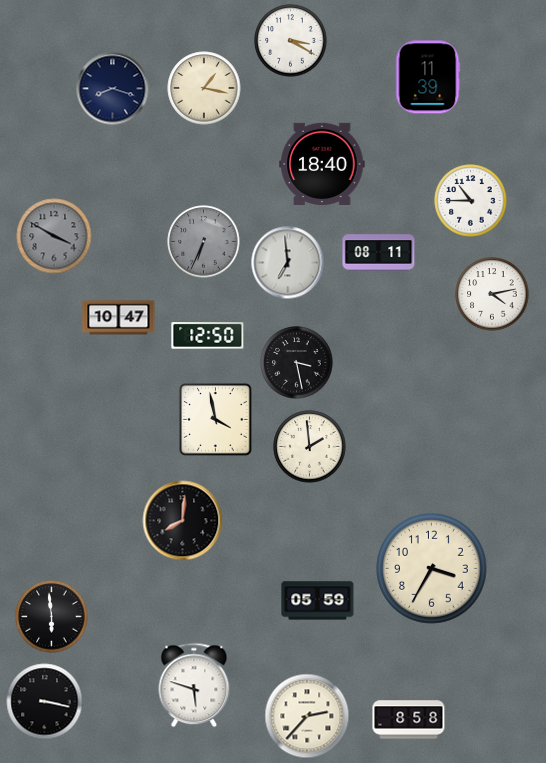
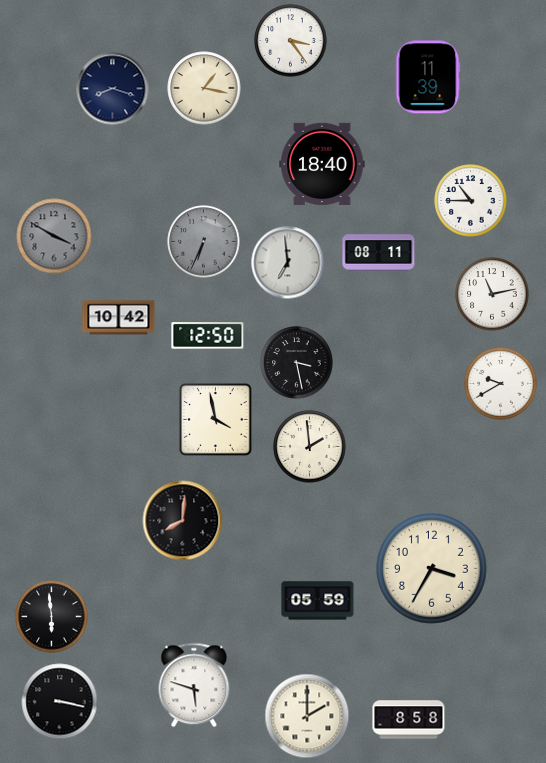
clock at (291, 41): 3:20 -> 3:24
clock at (492, 294): 4:13 -> 11:13
clock at (119, 318): 10:47 -> 10:42
clock at (501, 384): none -> 9:40
clock at (45, 702) position: (45, 702) -> (60, 702)
clock at (307, 716): 2:37 -> 2:00
